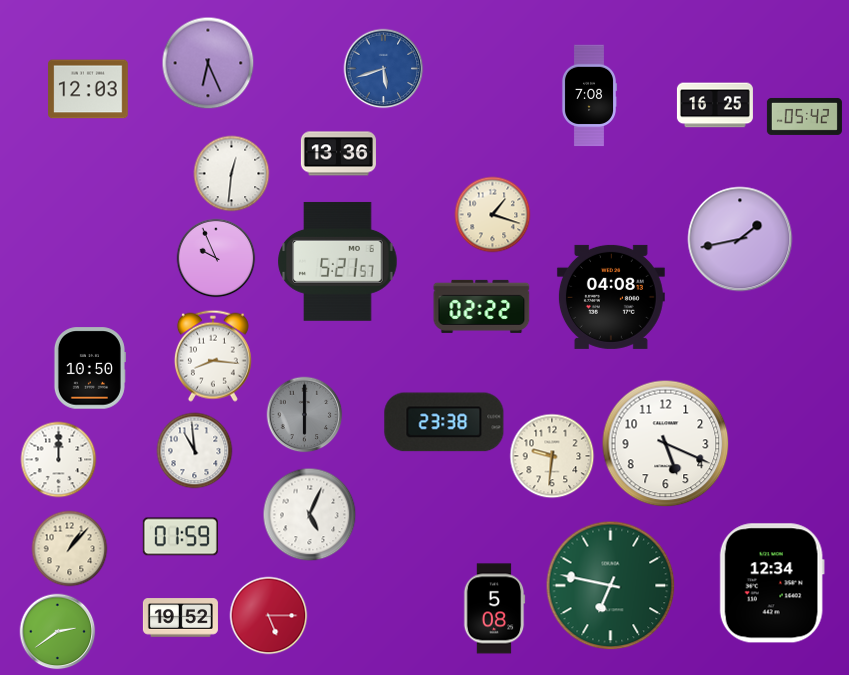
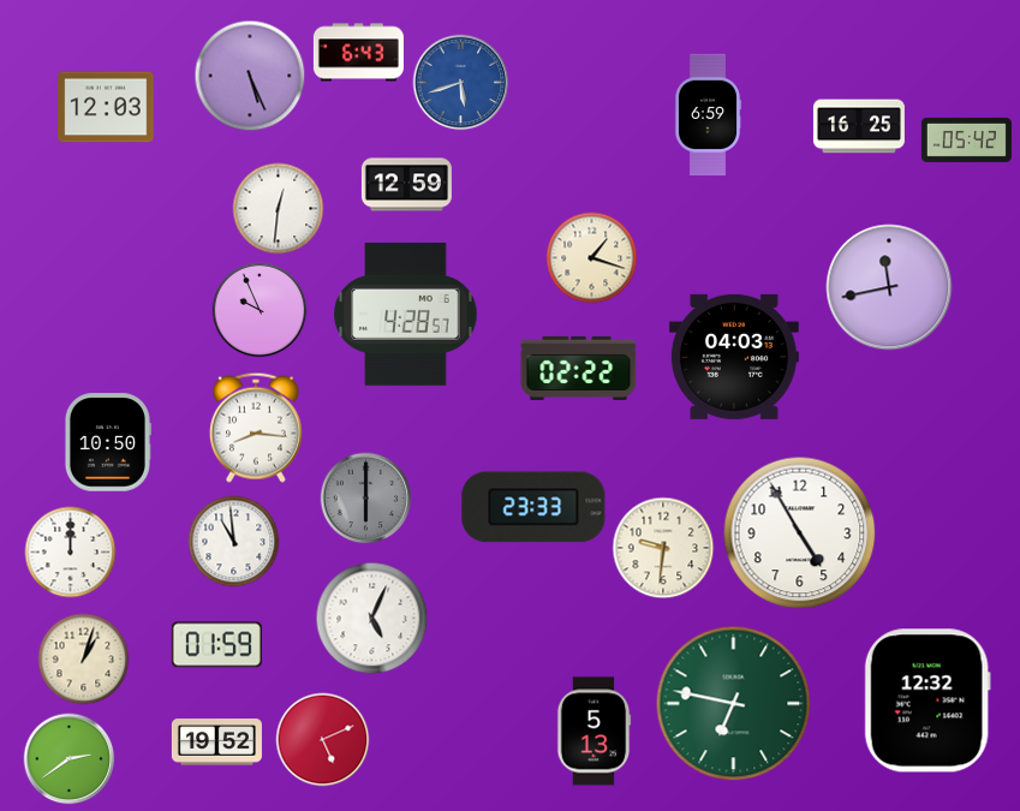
clock at (358, 53): none -> 6:43
clock at (208, 63): 6:26 -> 5:26
clock at (589, 96): 7:08 -> 6:59
clock at (338, 154): 13:36 -> 12:59
clock at (740, 239): 1:43 -> 11:43
clock at (338, 261): 5:21 -> 4:28
clock at (611, 297): 04:08 -> 04:03
clock at (444, 422): 23:38 -> 23:33
clock at (666, 444): 5:19 -> 4:55
clock at (70, 549): 1:07 -> 1:03
clock at (772, 583): 12:34 -> 12:32
clock at (494, 609): 5:08 -> 5:13
clock at (269, 616): 5:15 -> 5:11
